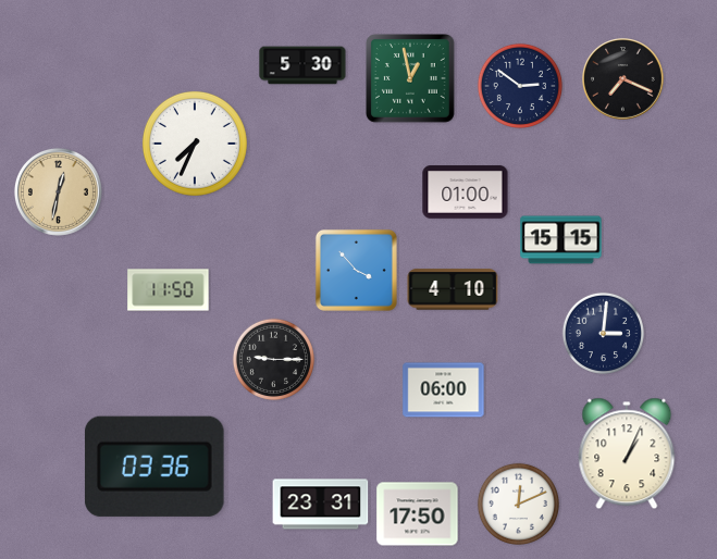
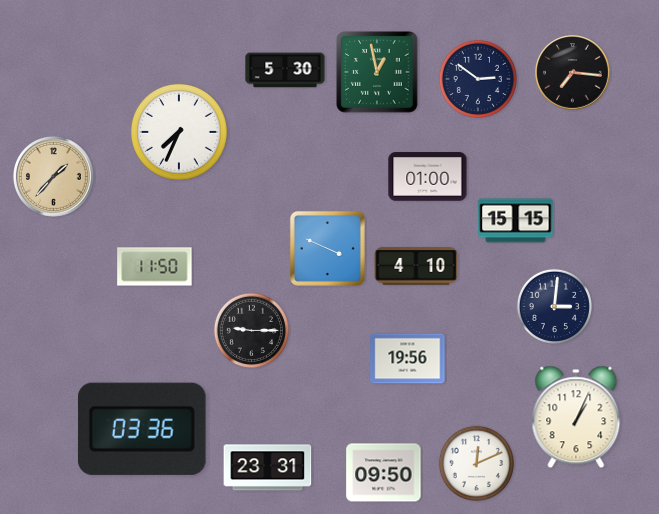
clock at (302, 65) position: (302, 65) -> (285, 70)
clock at (623, 79): 7:19 -> 7:16
clock at (58, 191): 12:32 -> 1:37
clock at (356, 270): 3:53 -> 3:49
clock at (444, 390): 06:00 -> 19:56
clock at (321, 505) position: (321, 505) -> (268, 468)
clock at (418, 514): 17:50 -> 09:50
